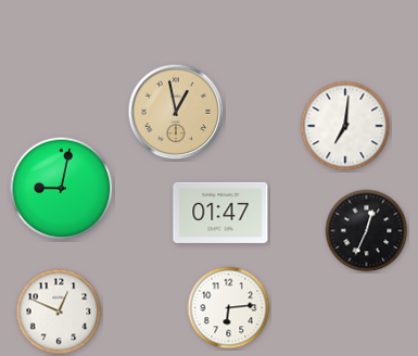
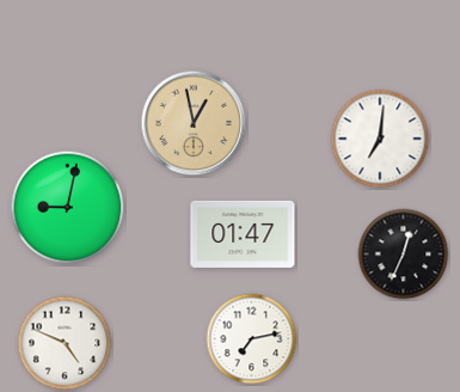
clock at (229, 308): 6:14 -> 7:13
clock at (59, 311): 12:49 -> 4:49
